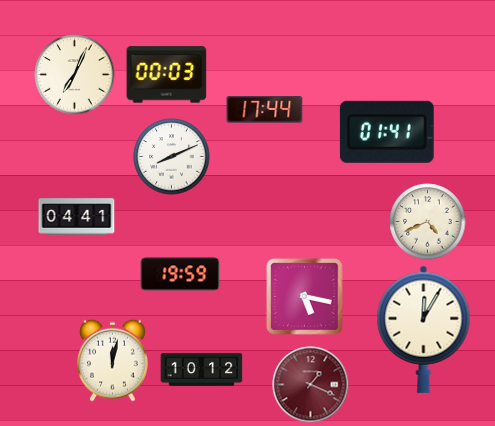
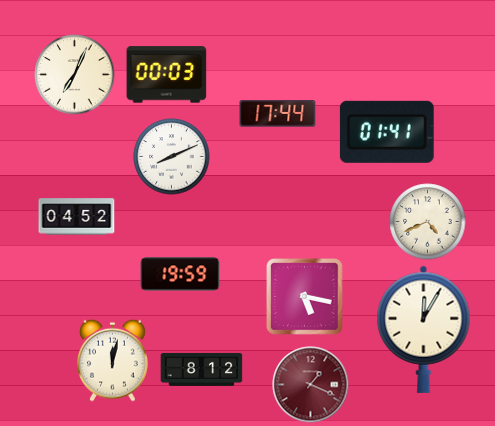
clock at (265, 110) position: (265, 110) -> (278, 114)
clock at (77, 217): 04:41 -> 04:52
clock at (202, 369): 10:12 -> 8:12
